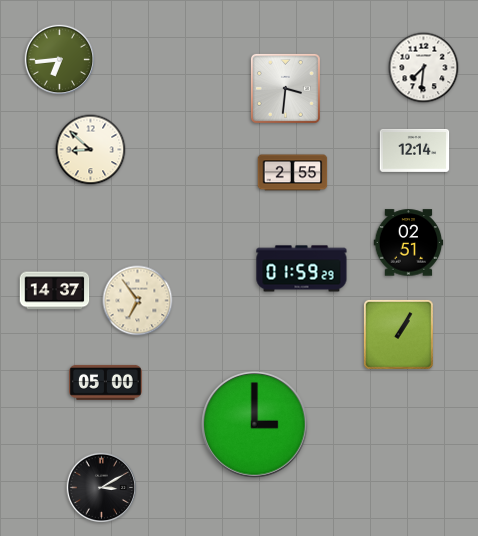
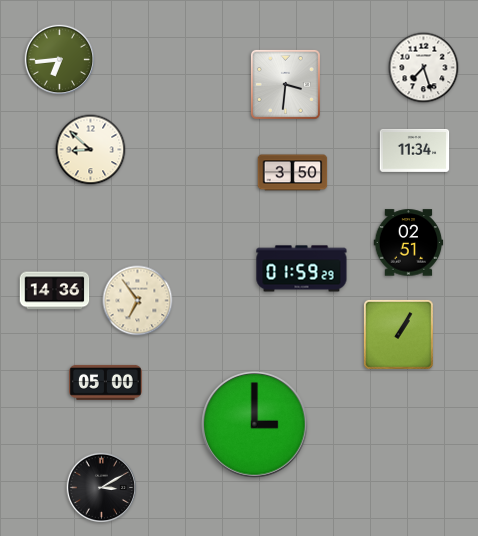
clock at (424, 68): 7:31 -> 7:27
clock at (285, 88) position: (285, 88) -> (285, 84)
clock at (415, 150): 12:14 -> 11:34
clock at (293, 173): 2:55 -> 3:50
clock at (55, 291): 14:37 -> 14:36
